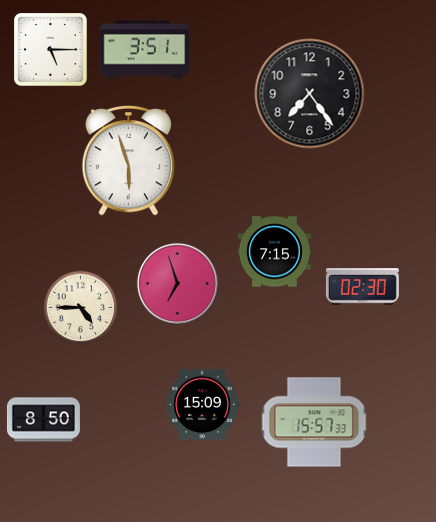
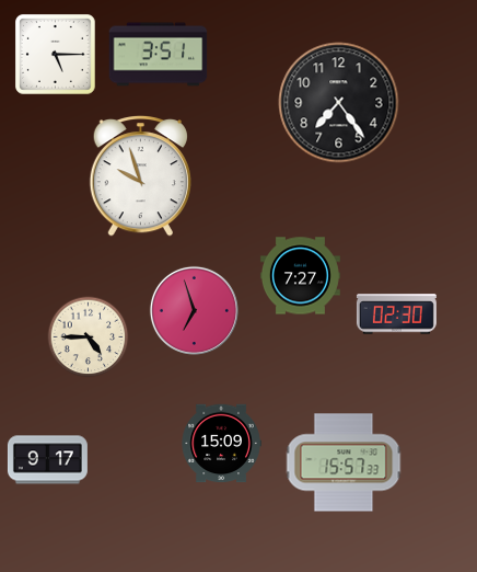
clock at (128, 161): 5:57 -> 9:57
clock at (274, 252): 7:15 -> 7:27
clock at (43, 420): 8:50 -> 9:17
